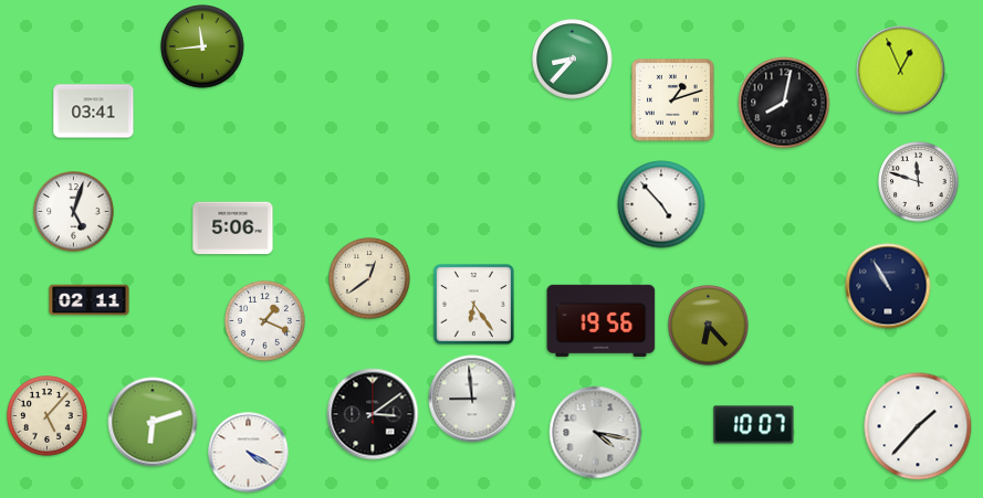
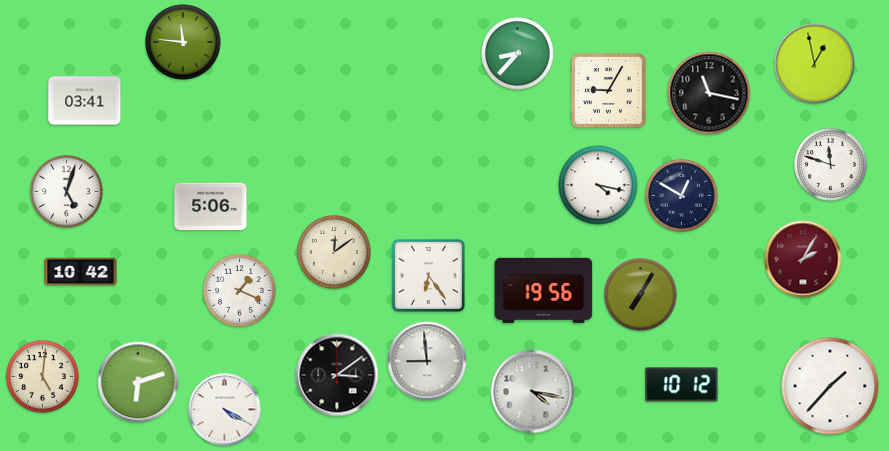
clock at (202, 46): 11:44 -> 11:46
clock at (901, 71): 12:56 -> 12:58
clock at (673, 100): 1:12 -> 9:05
clock at (784, 103): 8:02 -> 11:17
clock at (661, 204): 4:53 -> 4:17
clock at (682, 196): none -> 12:50
clock at (369, 278): 12:39 -> 12:09
clock at (888, 286): 10:55 -> 2:05
clock at (888, 286) dial: navy -> burgundy
clock at (90, 300): 02:11 -> 10:42
clock at (709, 326): 6:23 -> 7:05
clock at (48, 416): 5:07 -> 5:01
clock at (754, 425): 10:07 -> 10:12
clock at (596, 433) position: (596, 433) -> (533, 392)
